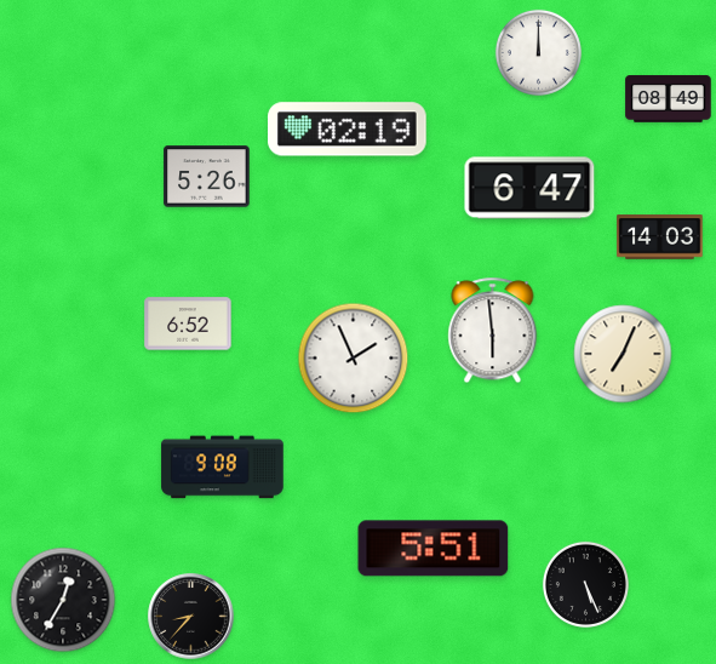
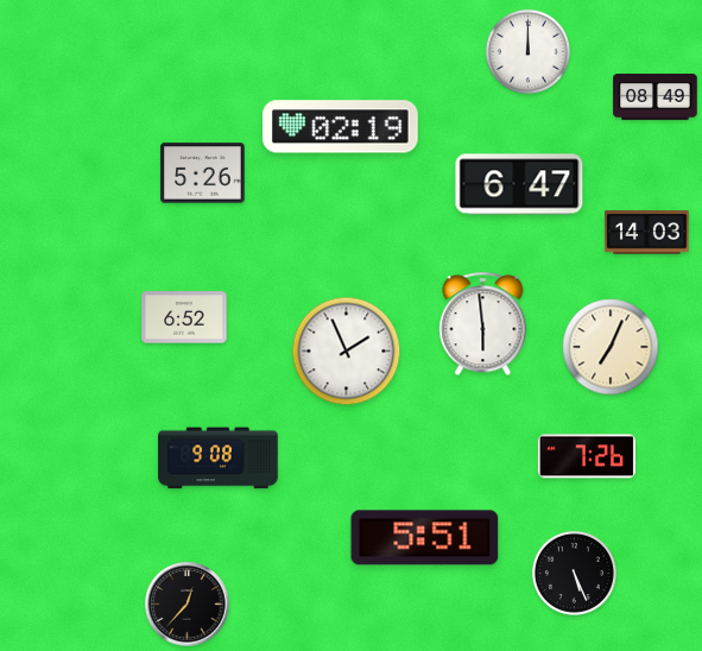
clock at (587, 456): none -> 7:26
clock at (63, 600): 12:35 -> none
clock at (191, 617): 8:37 -> 12:37
